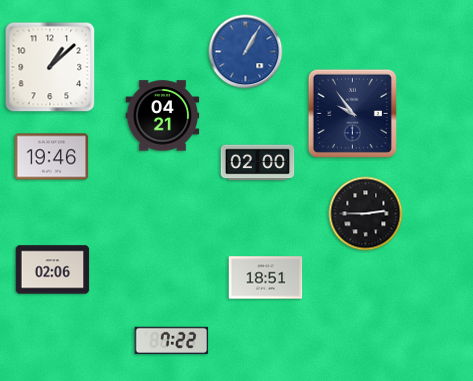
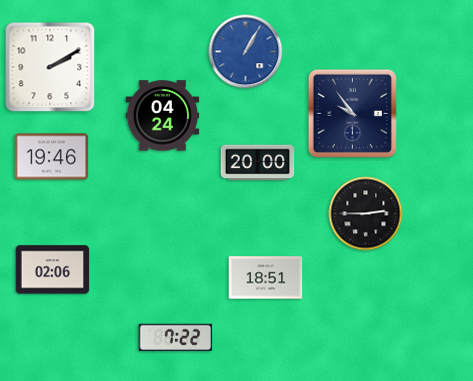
clock at (50, 67): 1:08 -> 2:10
clock at (163, 116): 04:21 -> 04:24
clock at (258, 163): 02:00 -> 20:00
clock at (172, 341) position: (172, 341) -> (176, 338)
